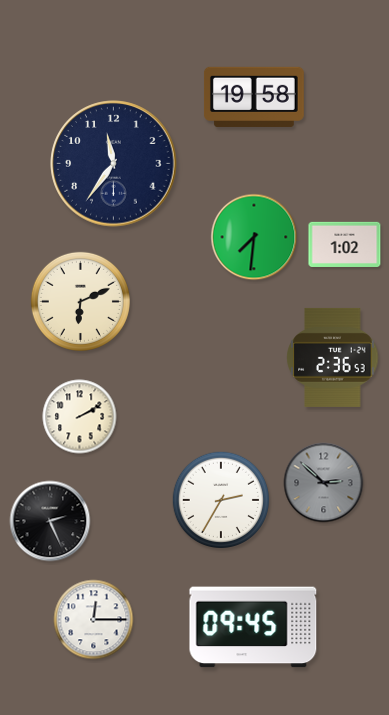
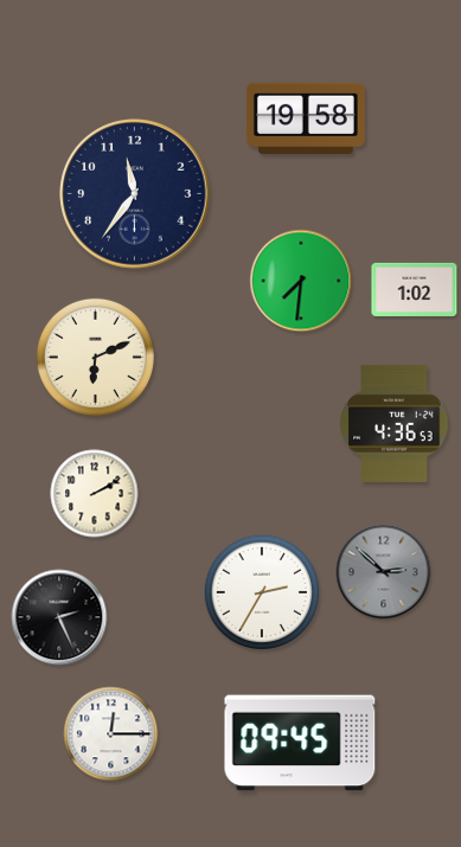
clock at (254, 97) position: (254, 97) -> (306, 118)
clock at (345, 244) position: (345, 244) -> (415, 289)
clock at (333, 357): 2:36 -> 4:36
